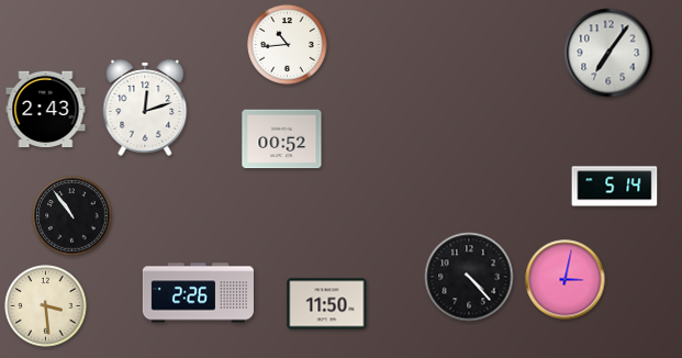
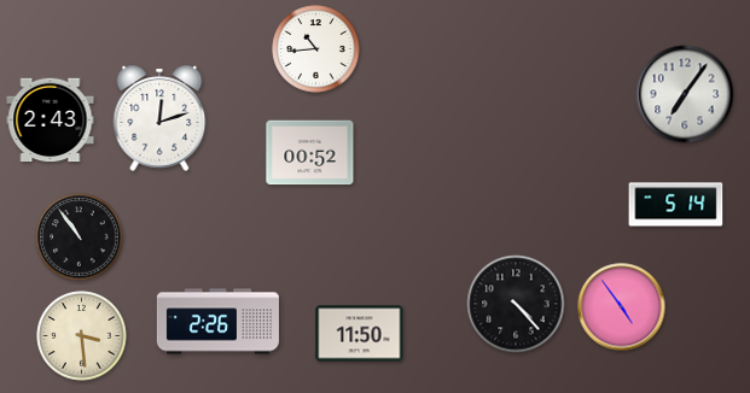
clock at (608, 53) position: (608, 53) -> (685, 94)
clock at (566, 280): 3:02 -> 4:54
clock at (46, 306) position: (46, 306) -> (82, 336)
